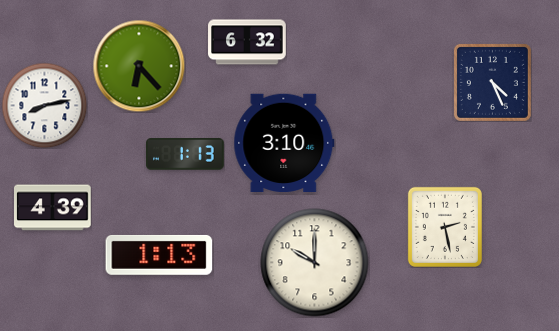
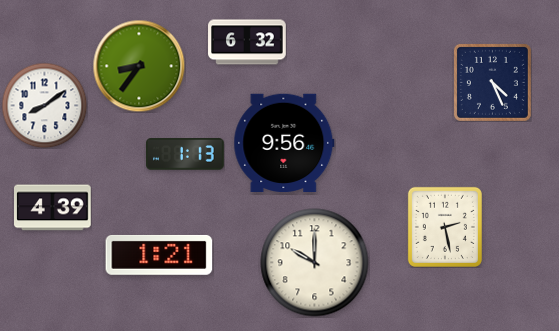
clock at (139, 66): 6:23 -> 8:36
clock at (44, 105): 8:13 -> 8:09
clock at (284, 142): 3:10 -> 9:56
clock at (159, 255): 1:13 -> 1:21
